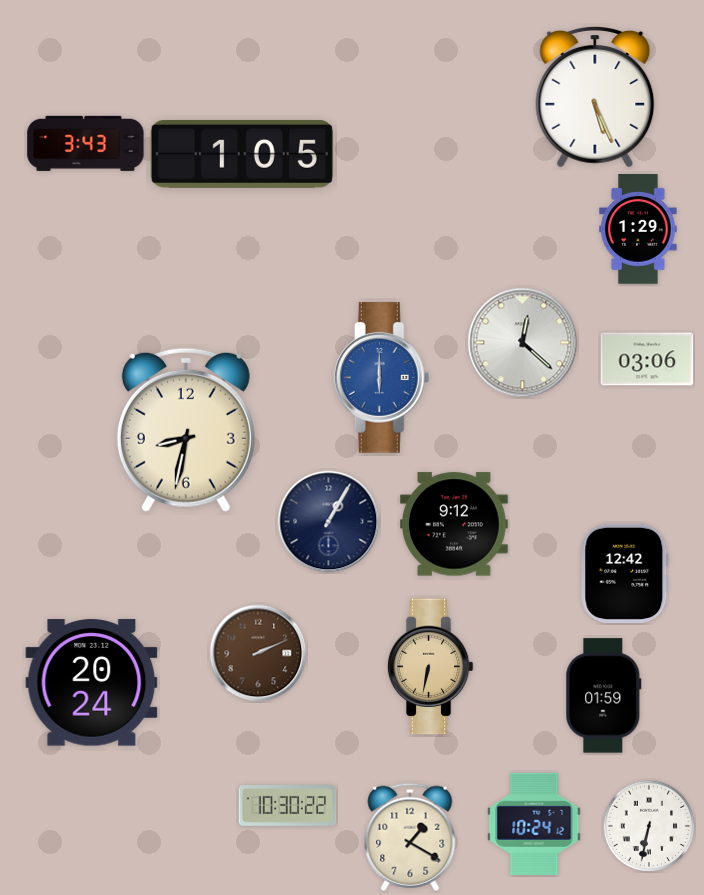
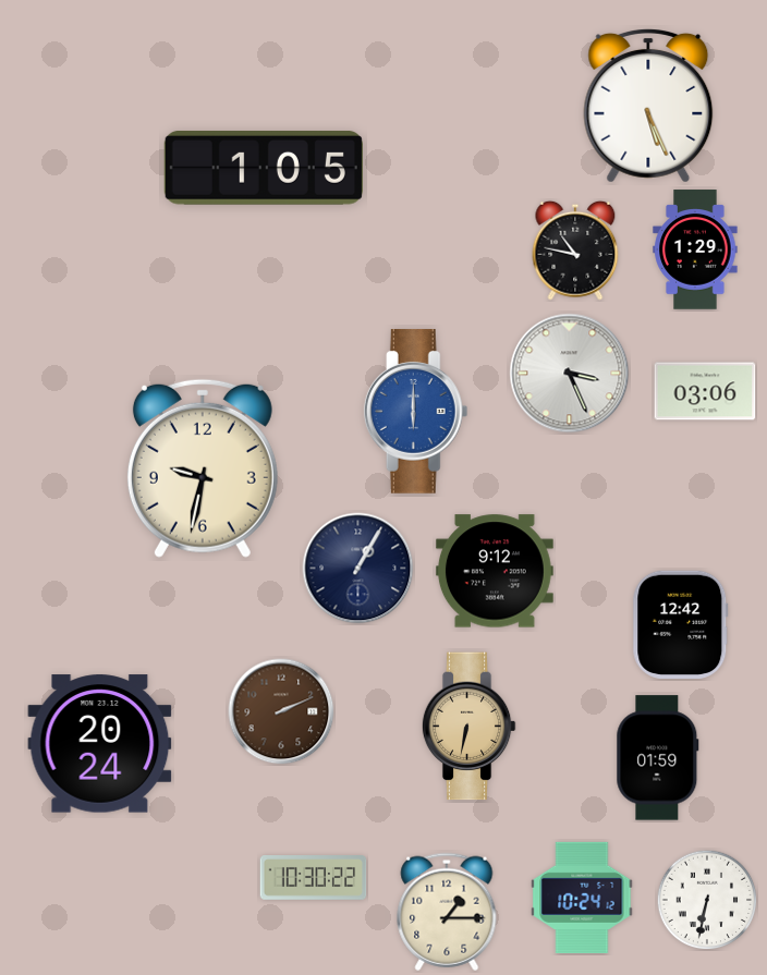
clock at (86, 143): 3:43 -> none
clock at (575, 251): none -> 10:47
clock at (523, 343): 12:22 -> 3:26
clock at (186, 430): 8:32 -> 9:32
clock at (410, 837): 1:20 -> 1:15
